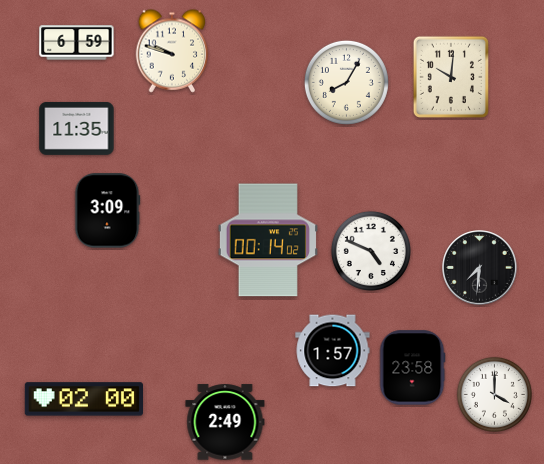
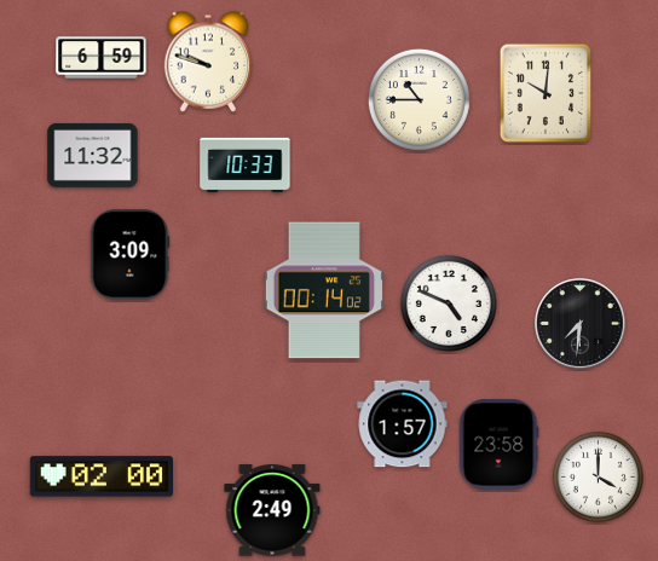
clock at (77, 43) position: (77, 43) -> (102, 58)
clock at (346, 82): 8:05 -> 10:45
clock at (77, 128): 11:35 -> 11:32
clock at (246, 166): none -> 10:33
clock at (83, 399) position: (83, 399) -> (100, 476)
